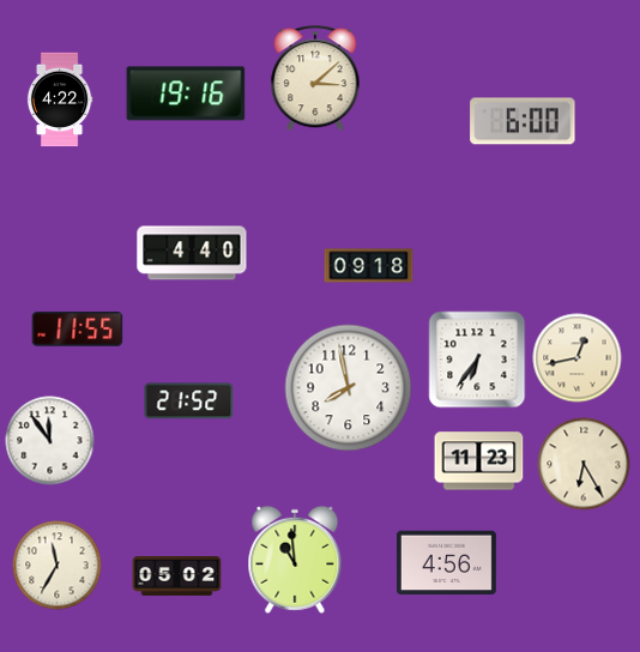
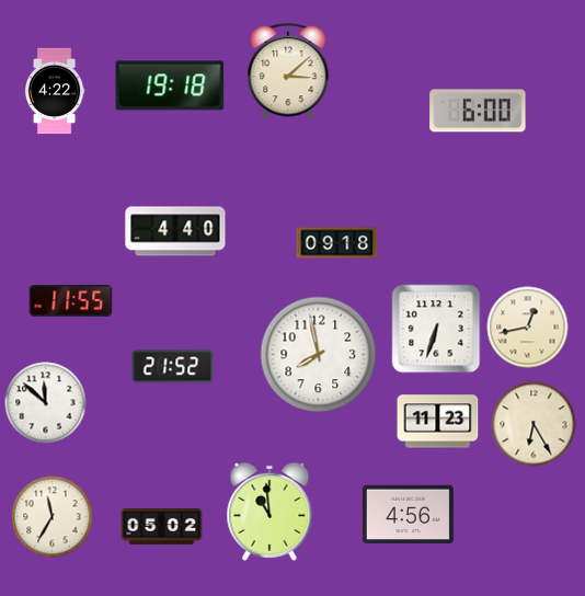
clock at (186, 93): 19:16 -> 19:18
clock at (477, 360): 6:36 -> 6:33
clock at (50, 441): 11:54 -> 11:52
